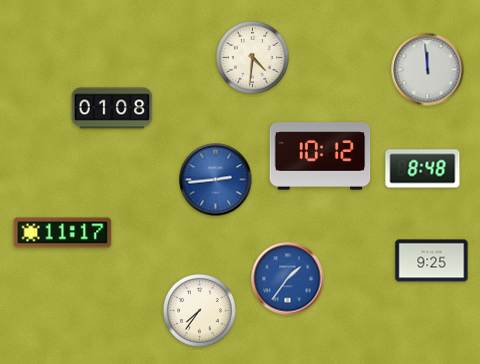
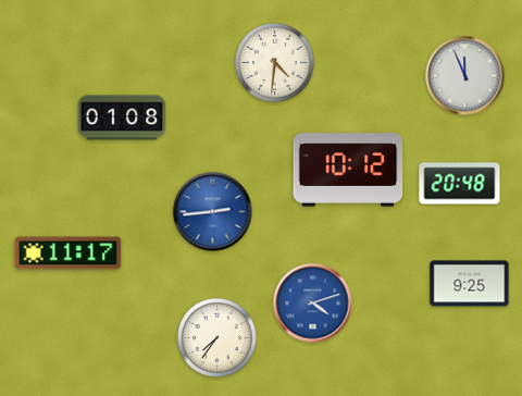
clock at (428, 70): 11:59 -> 11:56
clock at (423, 169): 8:48 -> 20:48
clock at (216, 180) position: (216, 180) -> (213, 212)
clock at (288, 279): 1:36 -> 4:12
